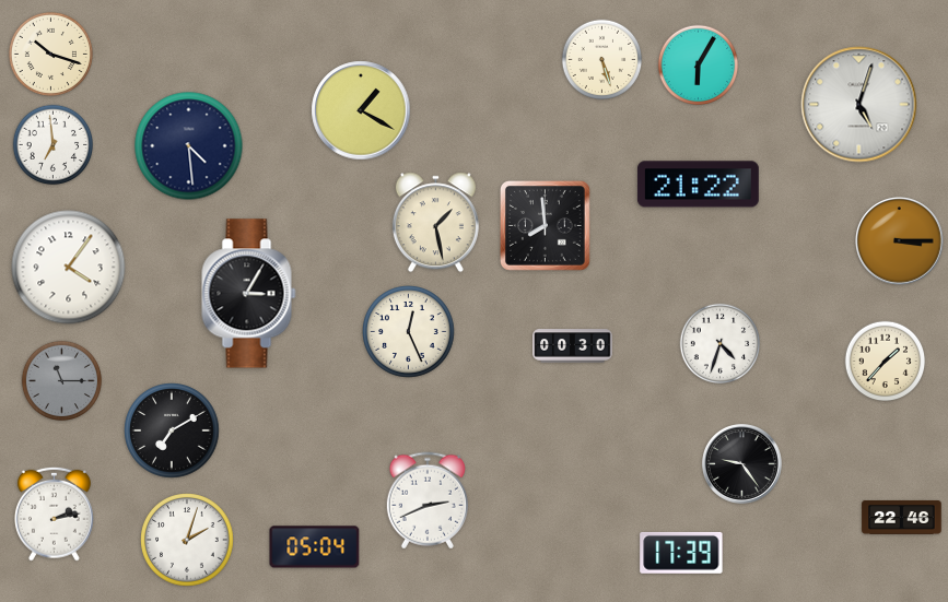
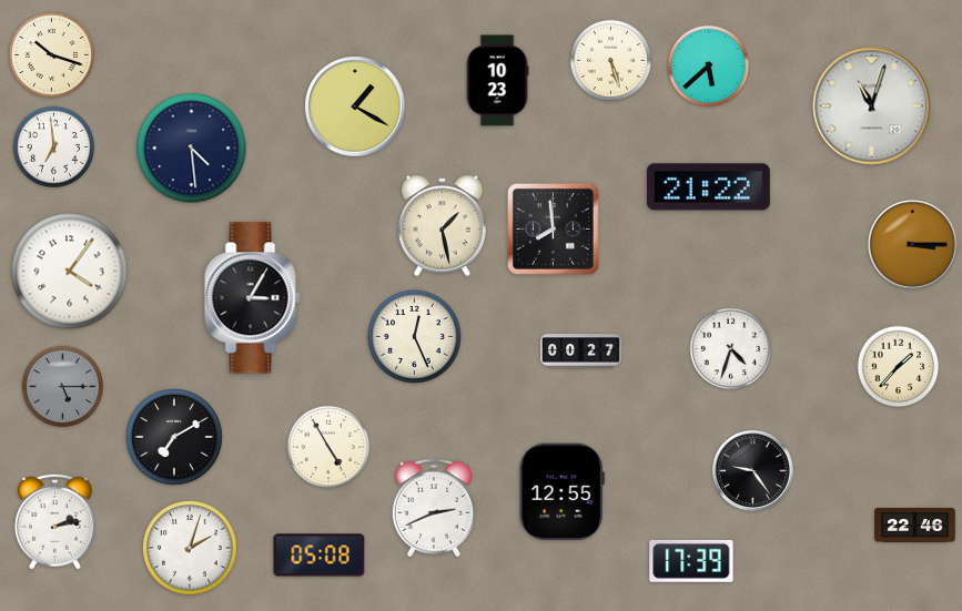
clock at (699, 66): 6:05 -> 5:38
clock at (497, 81): none -> 10:23
clock at (859, 105): 5:03 -> 11:03
clock at (361, 110) position: (361, 110) -> (355, 106)
clock at (573, 346): 00:30 -> 00:27
clock at (62, 381): 11:15 -> 5:15
clock at (328, 447): none -> 4:55
clock at (561, 491): none -> 12:55
clock at (315, 547): 05:04 -> 05:08
